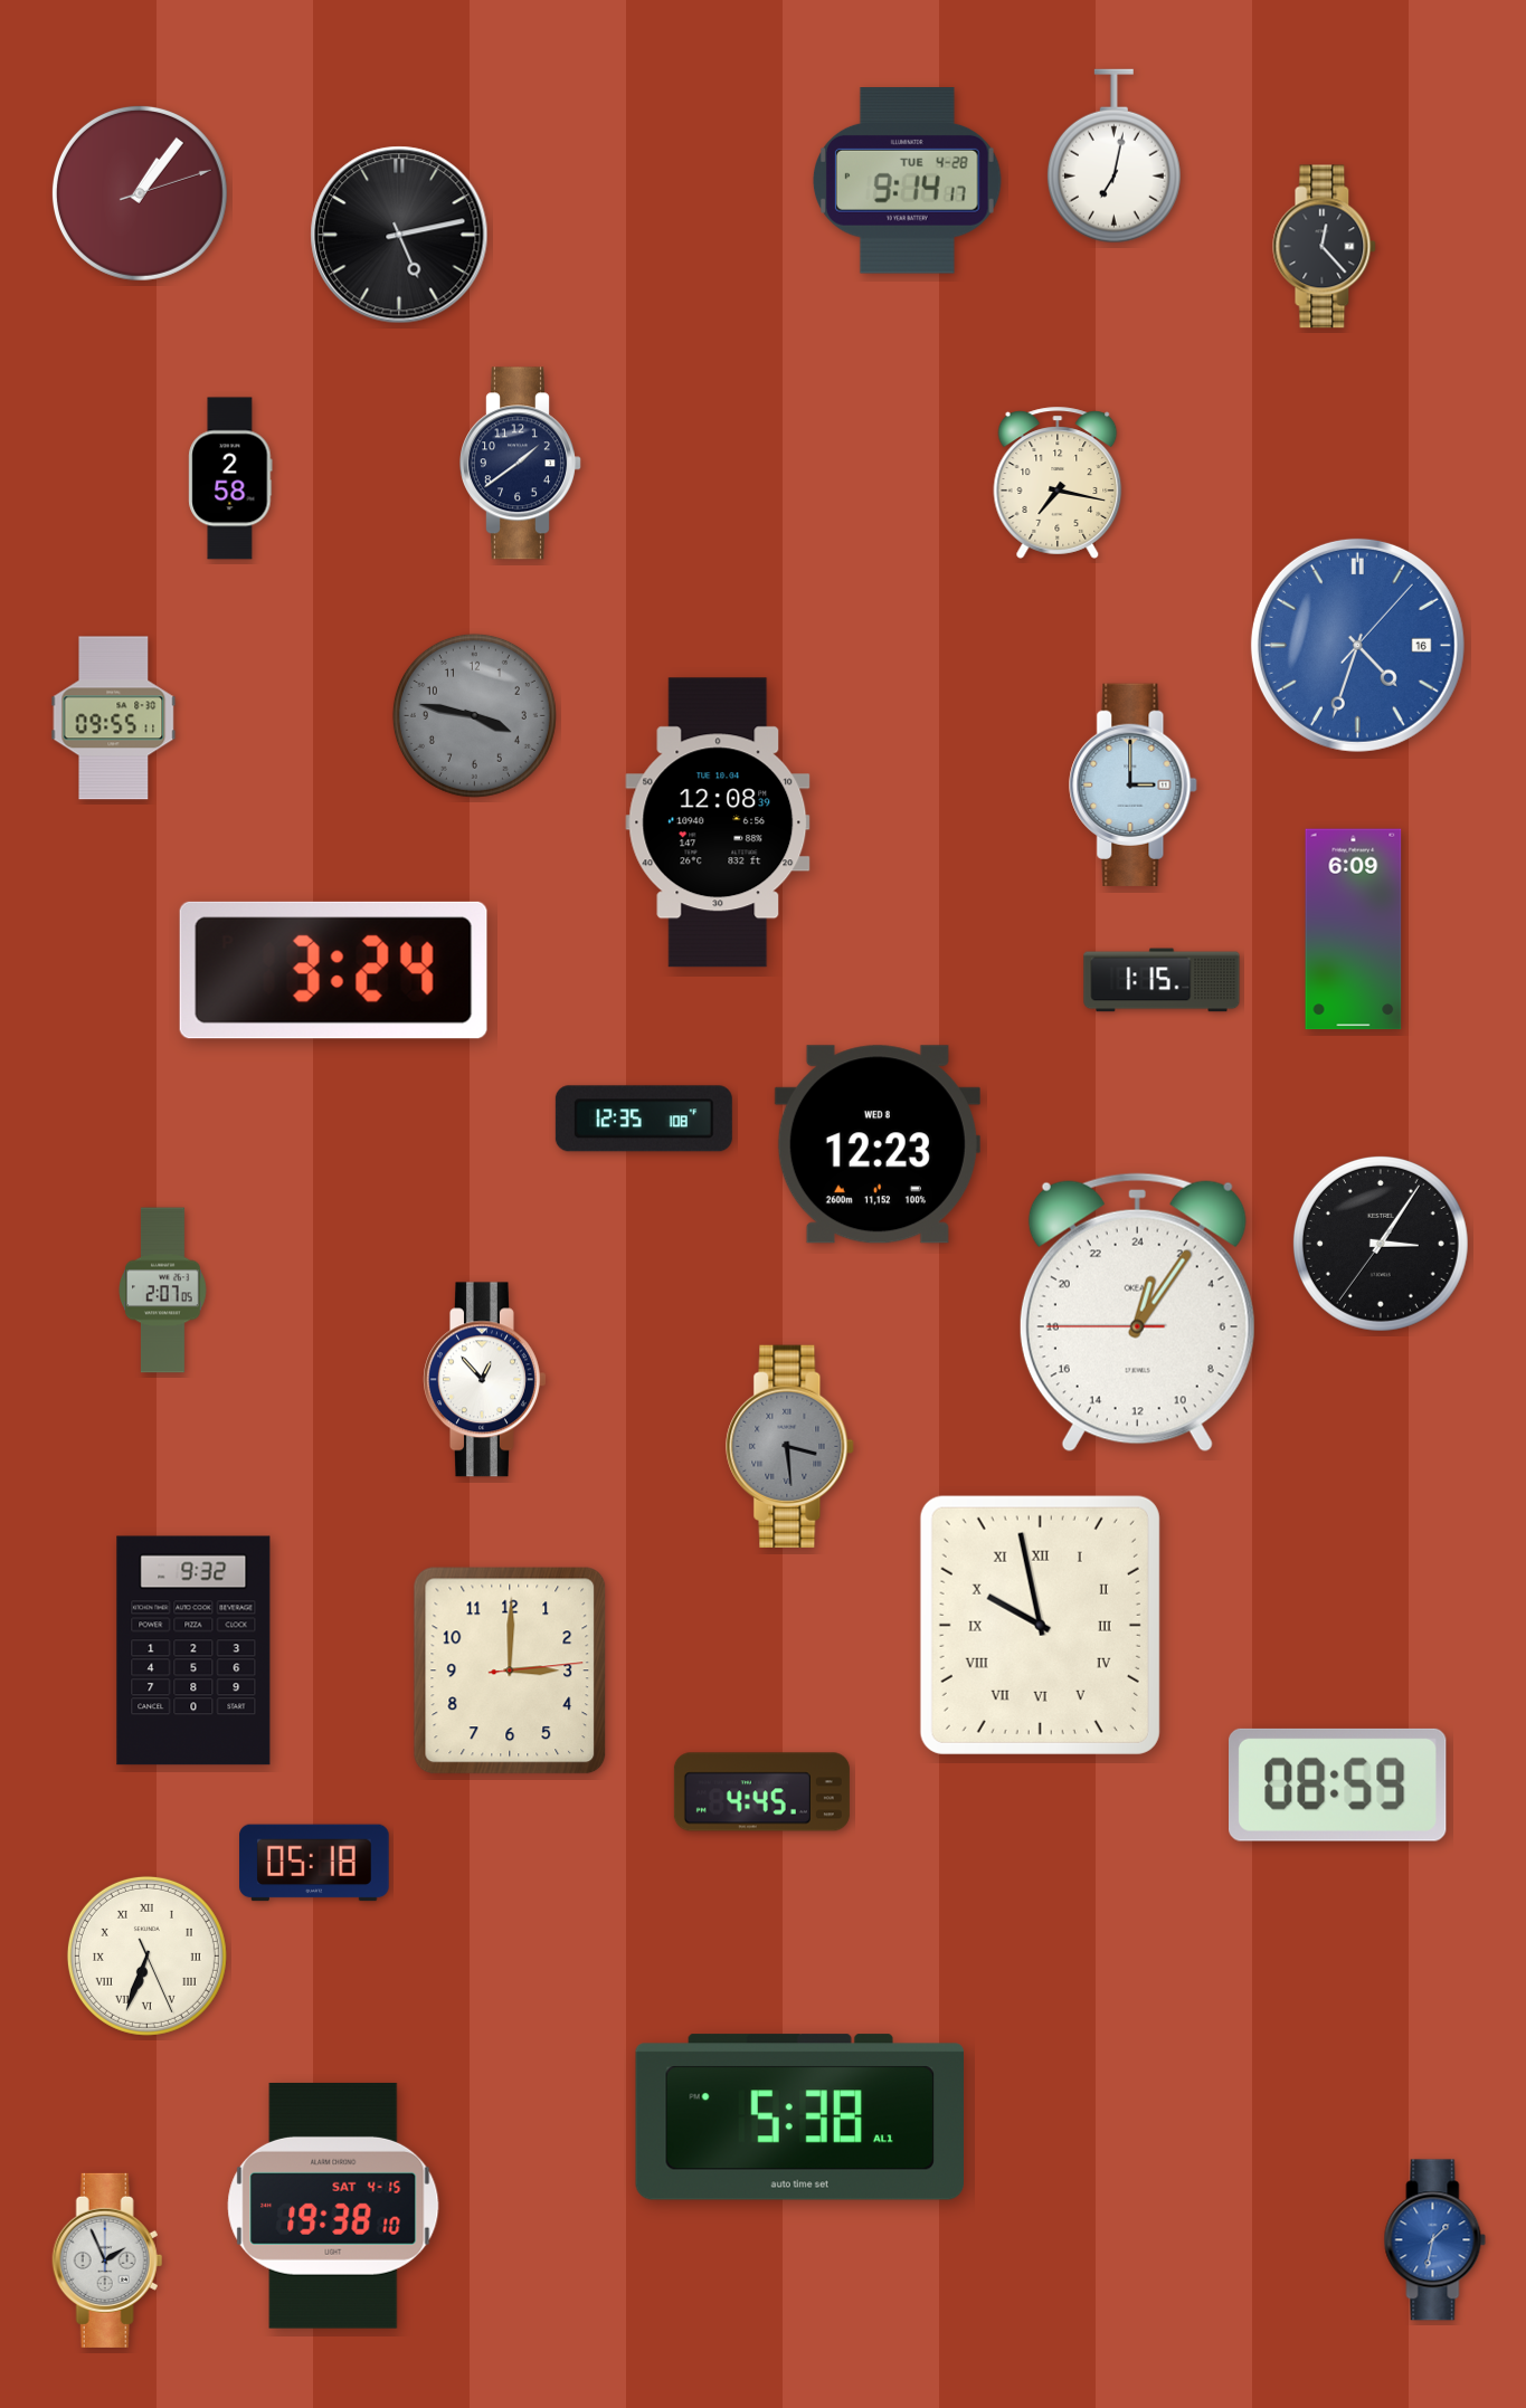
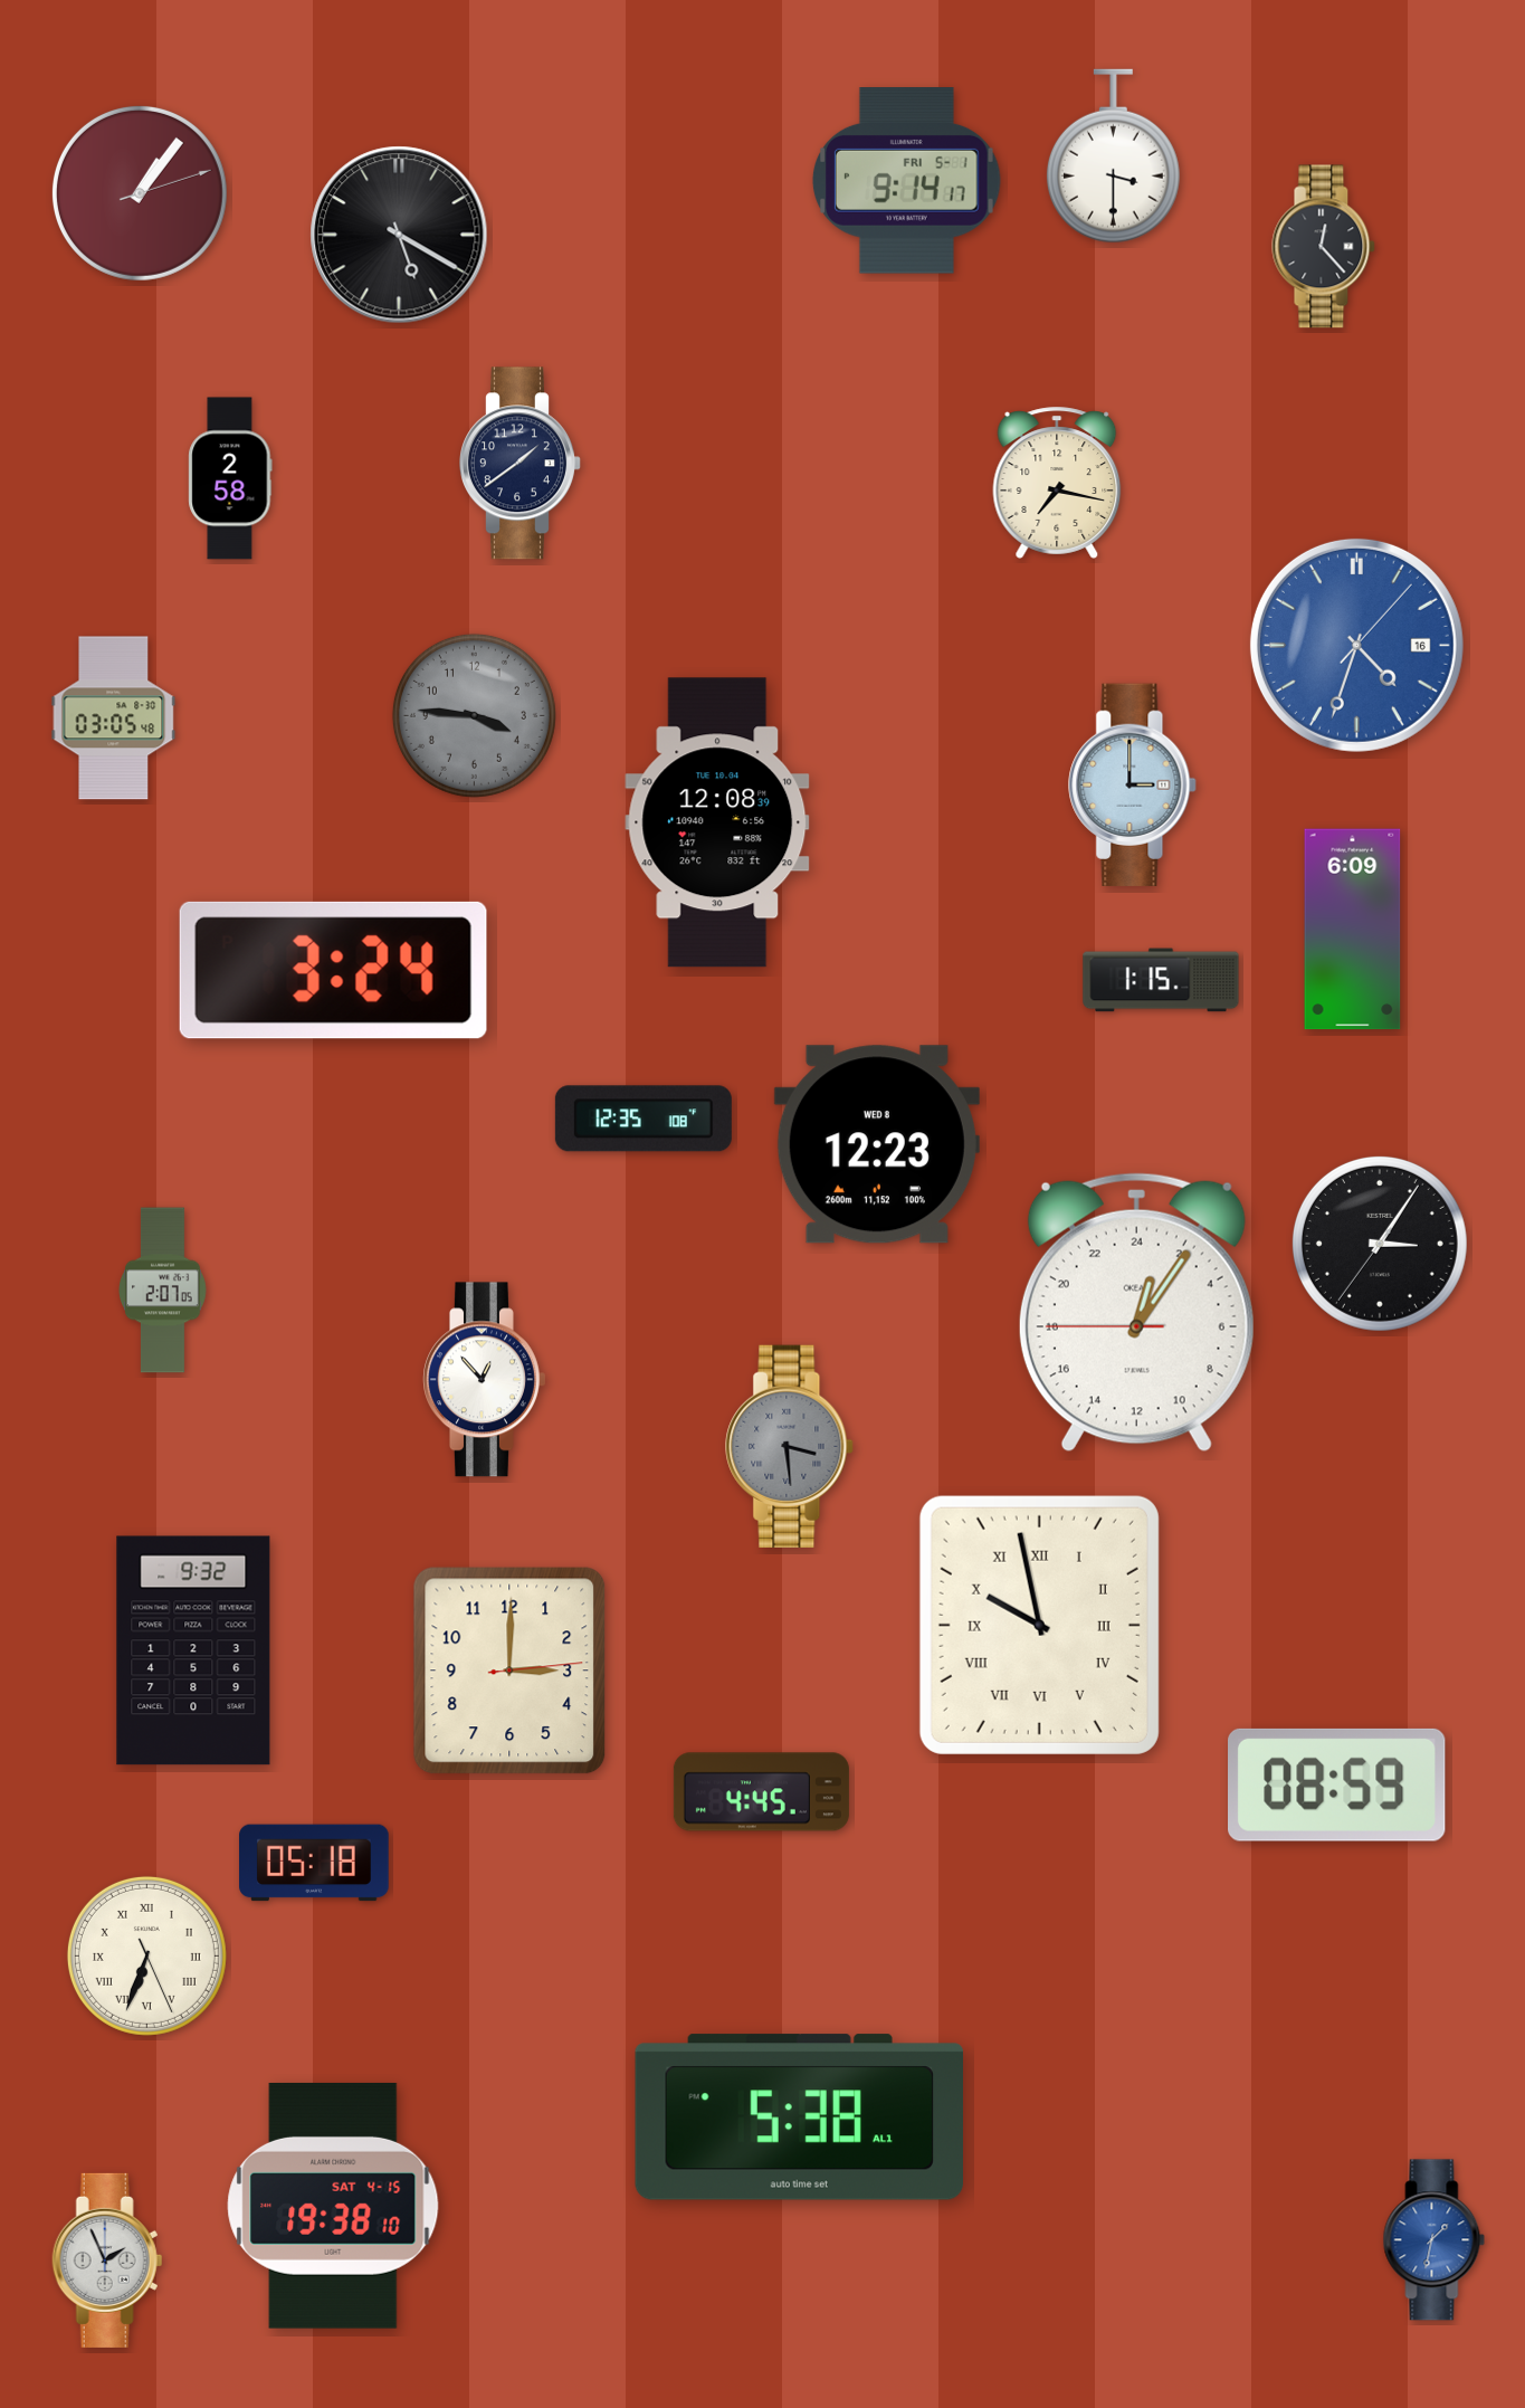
clock at (1113, 156): 7:02 -> 3:30
clock at (908, 181) date: TUE 4-28 -> FRI 5-1
clock at (399, 235): 5:13 -> 5:20
clock at (474, 715): 3:47 -> 3:46
clock at (114, 718): 09:55 -> 03:05
